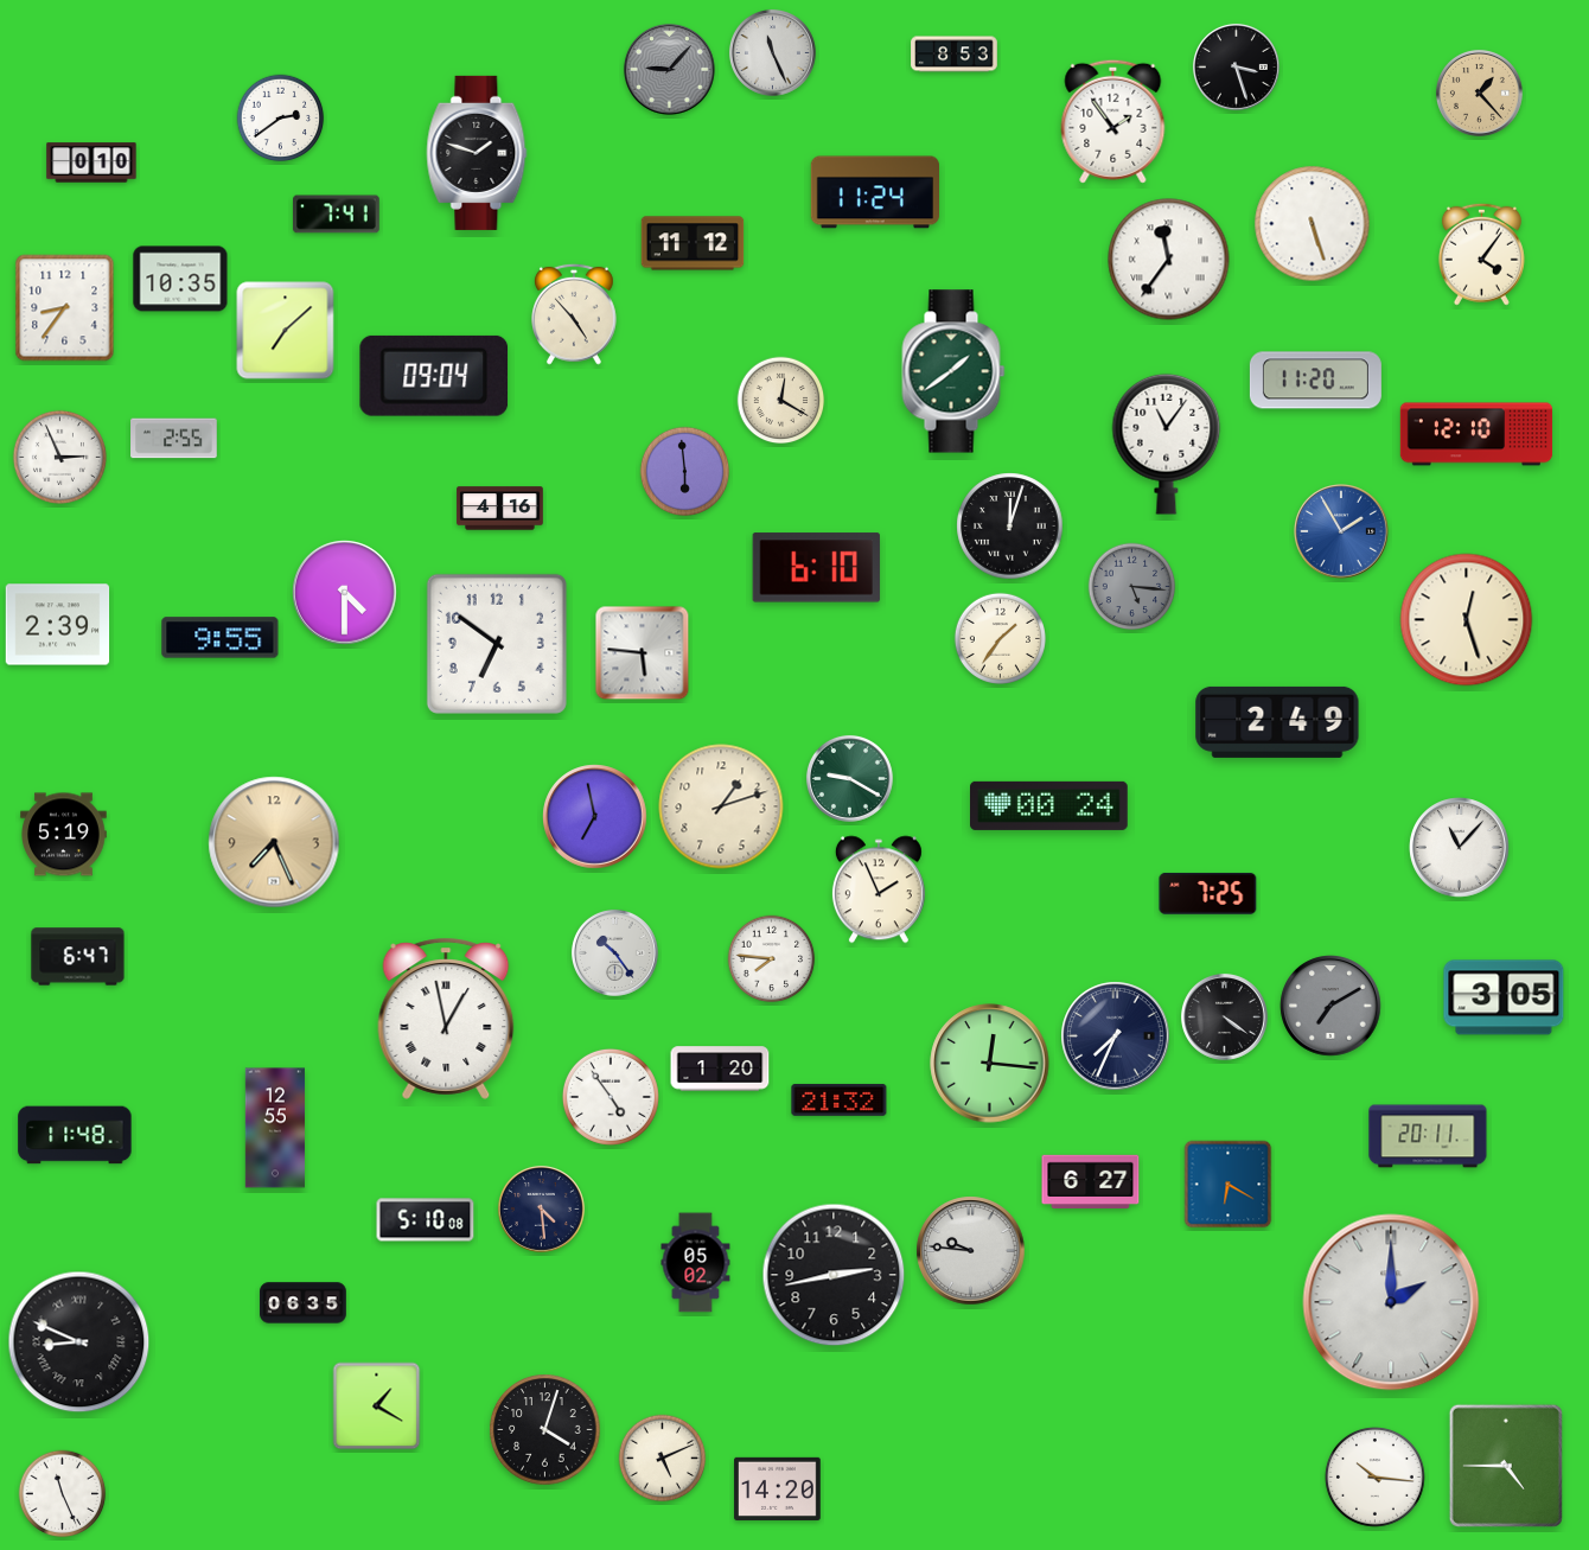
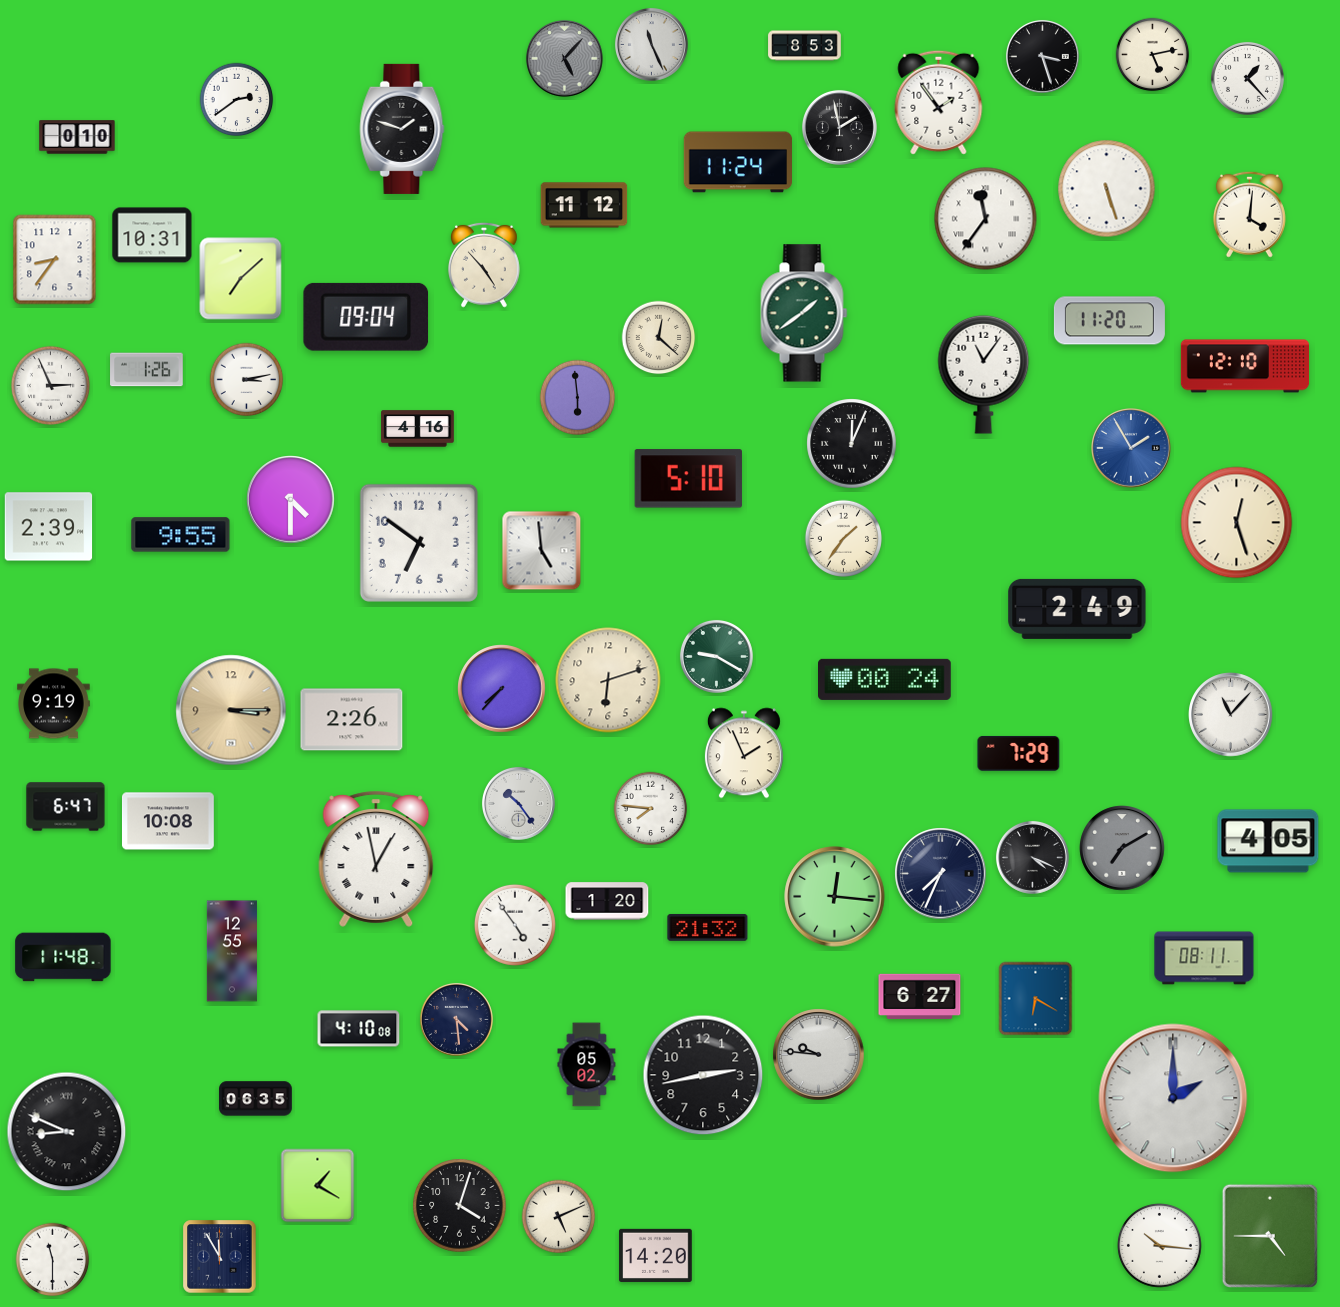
clock at (1153, 55): none -> 5:13
clock at (670, 69): 9:07 -> 5:07
clock at (1479, 93) dial: champagne -> white
clock at (839, 127): none -> 1:58
clock at (337, 215): 7:41 -> none
clock at (1481, 254): 4:06 -> 4:01
clock at (180, 279): 10:35 -> 10:31
clock at (781, 401): 12:20 -> 12:22
clock at (174, 439): 2:55 -> 1:26
clock at (247, 380): none -> 3:13
clock at (500, 509) position: (500, 509) -> (418, 429)
clock at (1010, 527): 12:03 -> 12:04
clock at (816, 568): 6:10 -> 5:10
clock at (1132, 587): 5:16 -> none
clock at (221, 638) position: (221, 638) -> (181, 535)
clock at (643, 653): 5:46 -> 4:59
clock at (721, 806): 1:12 -> 6:12
clock at (595, 817): 6:58 -> 7:37
clock at (64, 835): 5:19 -> 9:19
clock at (274, 842): 7:26 -> 3:15
clock at (352, 720): none -> 2:26
clock at (879, 889) position: (879, 889) -> (744, 753)
clock at (1208, 894): 7:25 -> 7:29
clock at (168, 821): none -> 10:08
clock at (1504, 997): 3:05 -> 4:05
clock at (1224, 1016): 4:21 -> 4:19
clock at (1428, 1136): 20:11 -> 08:11
clock at (426, 1220): 5:10 -> 4:10
clock at (663, 1459) position: (663, 1459) -> (559, 1217)
clock at (220, 1257): none -> 11:55
clock at (63, 1494): 11:26 -> 11:30
